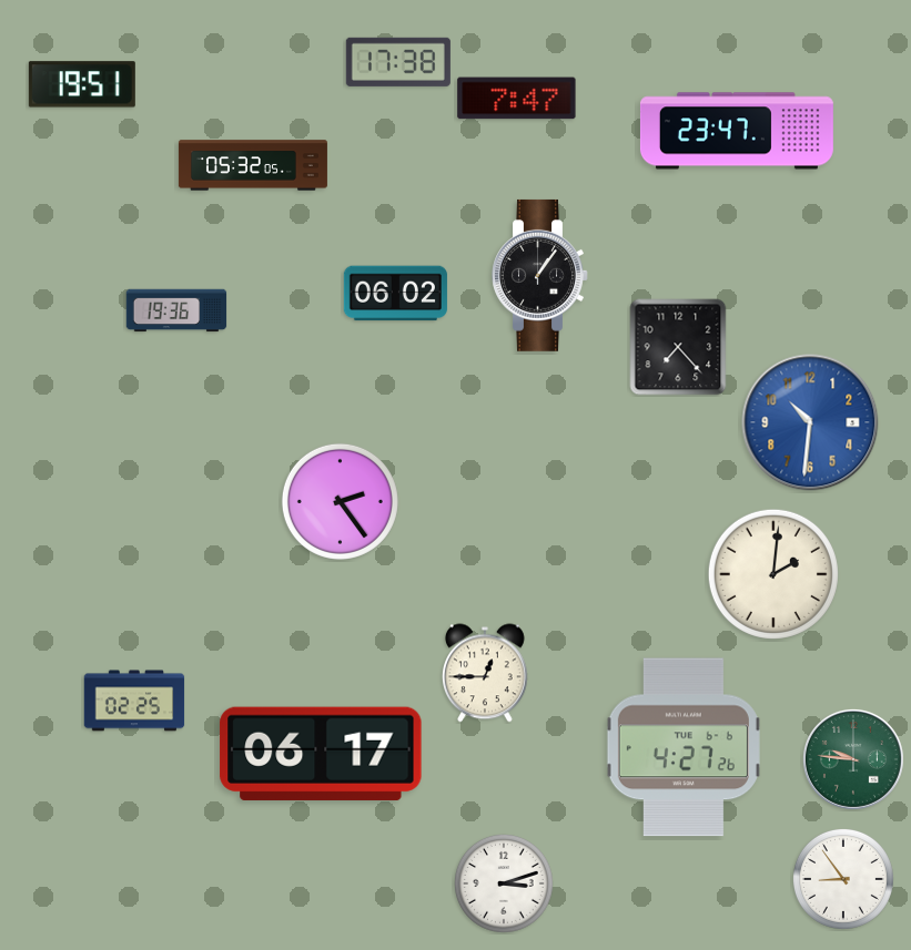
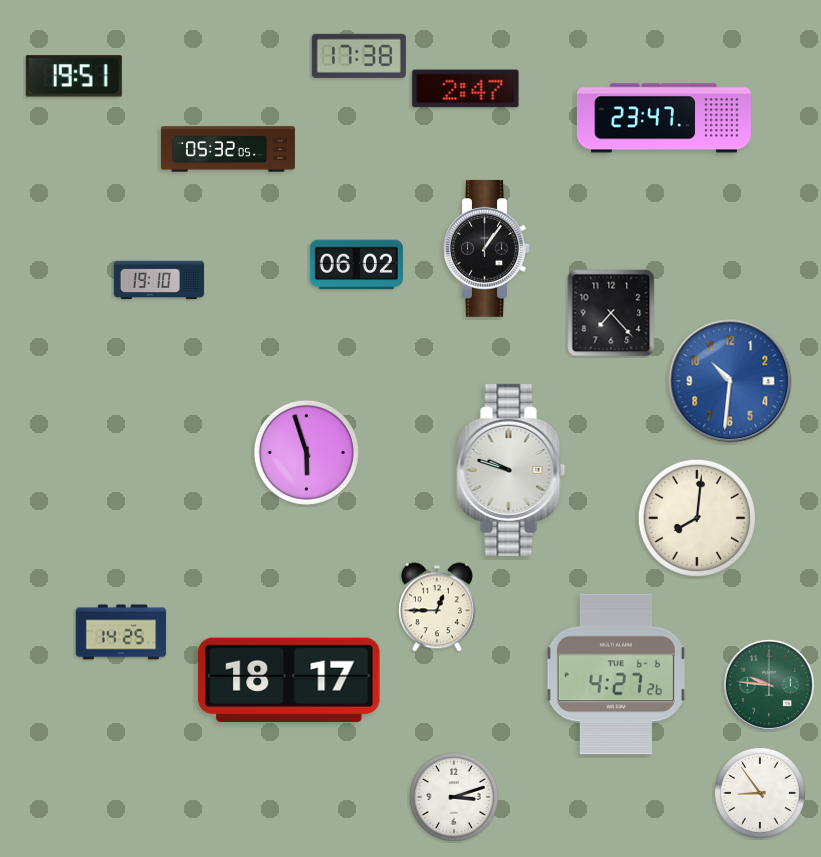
clock at (517, 99): 7:47 -> 2:47
clock at (176, 310): 19:36 -> 19:10
clock at (340, 501): 2:24 -> 5:57
clock at (511, 470): none -> 9:48
clock at (773, 574): 2:01 -> 8:01
clock at (134, 701): 02:25 -> 14:25
clock at (321, 753): 06:17 -> 18:17
